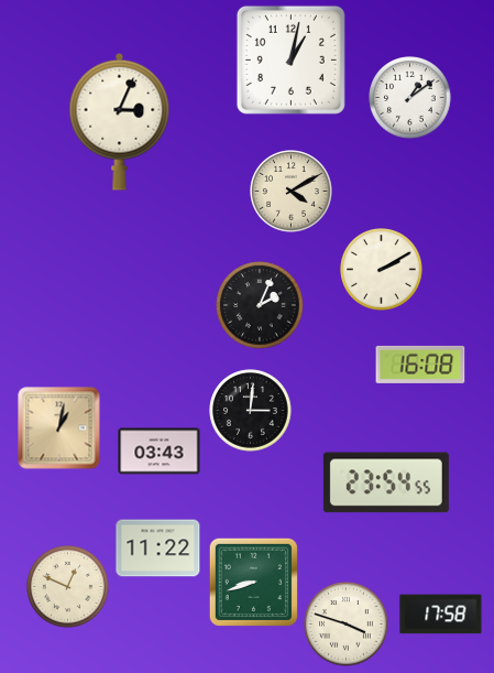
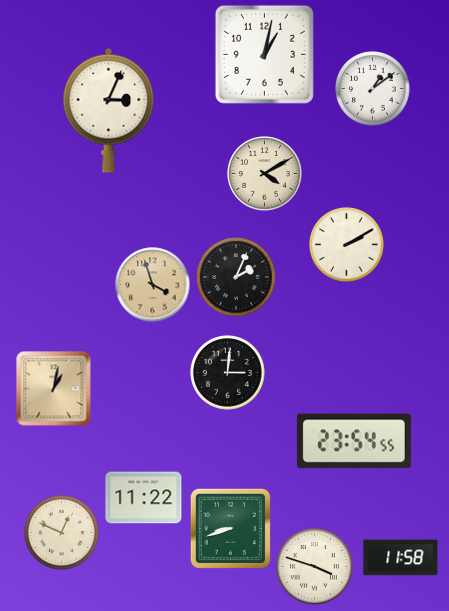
clock at (153, 285): none -> 3:57
clock at (420, 365): 16:08 -> none
clock at (160, 452): 03:43 -> none
clock at (386, 482) position: (386, 482) -> (354, 441)
clock at (441, 615): 17:58 -> 11:58
